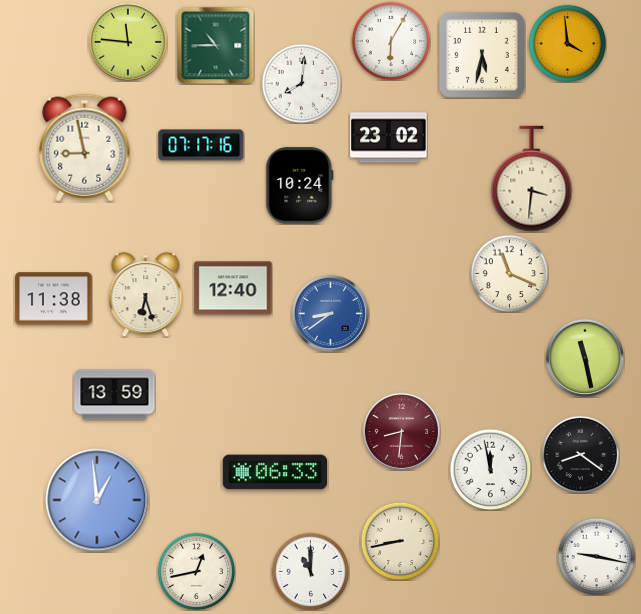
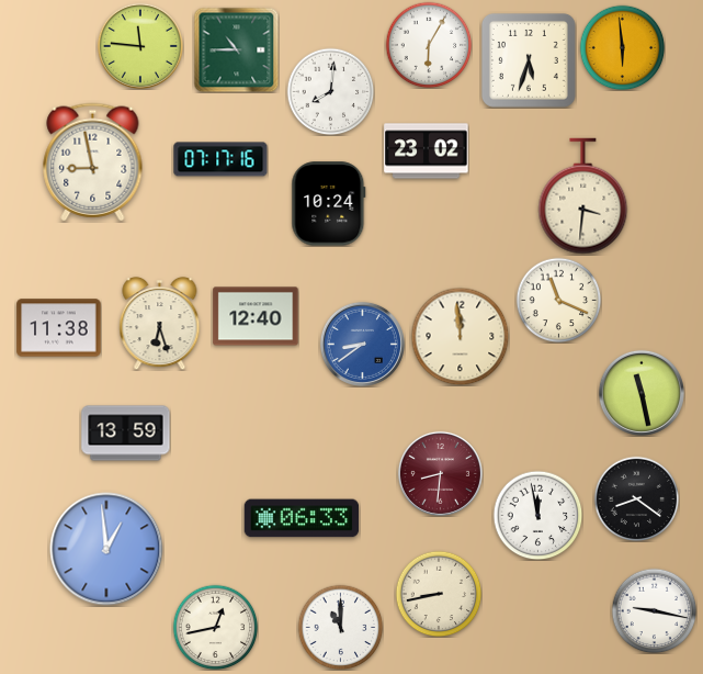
clock at (567, 43): 3:59 -> 5:59
clock at (482, 55): 5:32 -> 5:33
clock at (460, 336): none -> 11:59
